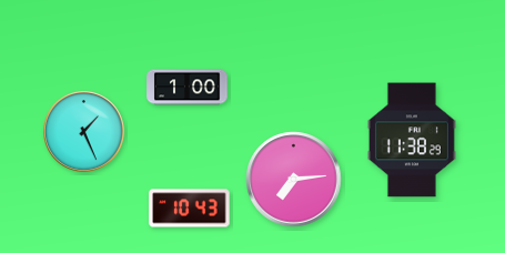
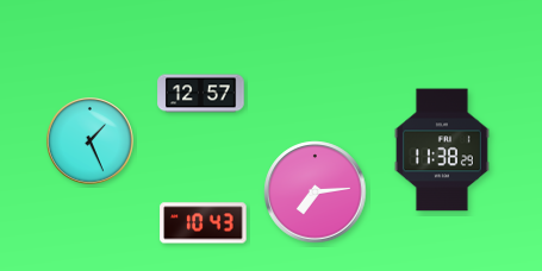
clock at (188, 88): 1:00 -> 12:57
